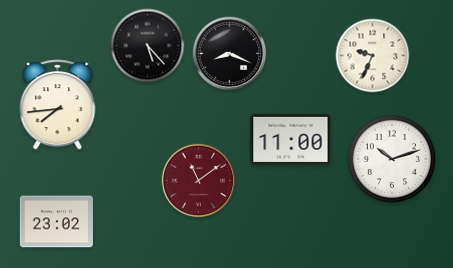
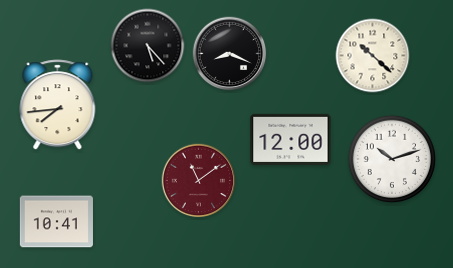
clock at (373, 56): 9:34 -> 10:22
clock at (291, 139): 11:00 -> 12:00
clock at (56, 222): 23:02 -> 10:41
